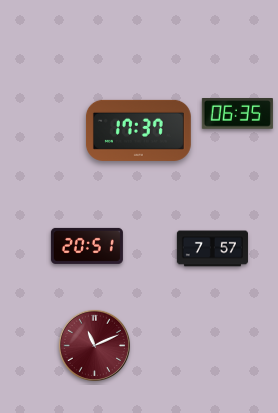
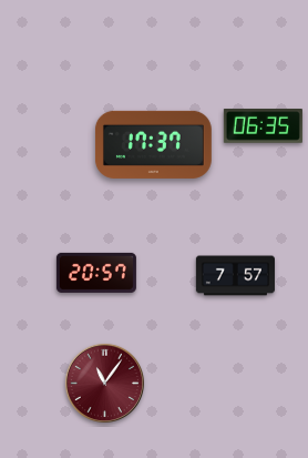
clock at (87, 246): 20:51 -> 20:57
clock at (94, 345): 11:11 -> 11:06
